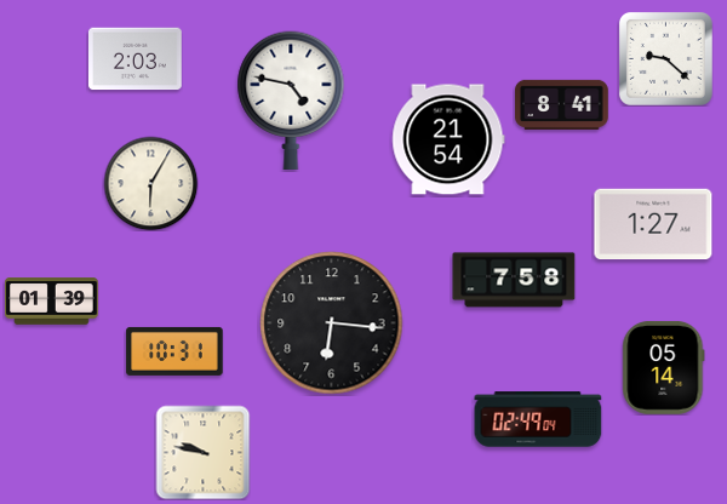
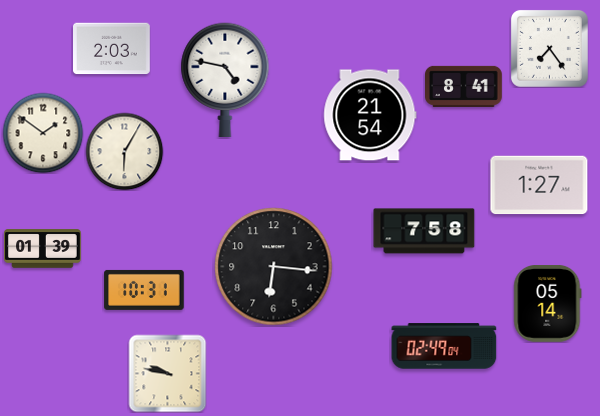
clock at (665, 58): 9:22 -> 7:24
clock at (291, 101) position: (291, 101) -> (225, 80)
clock at (43, 133): none -> 1:51
